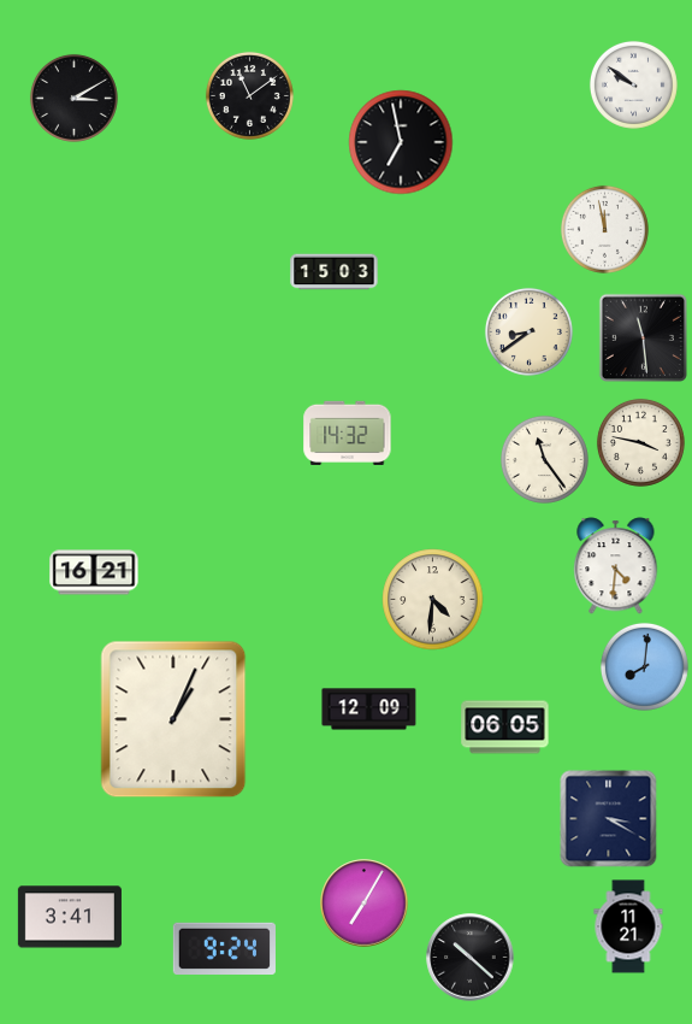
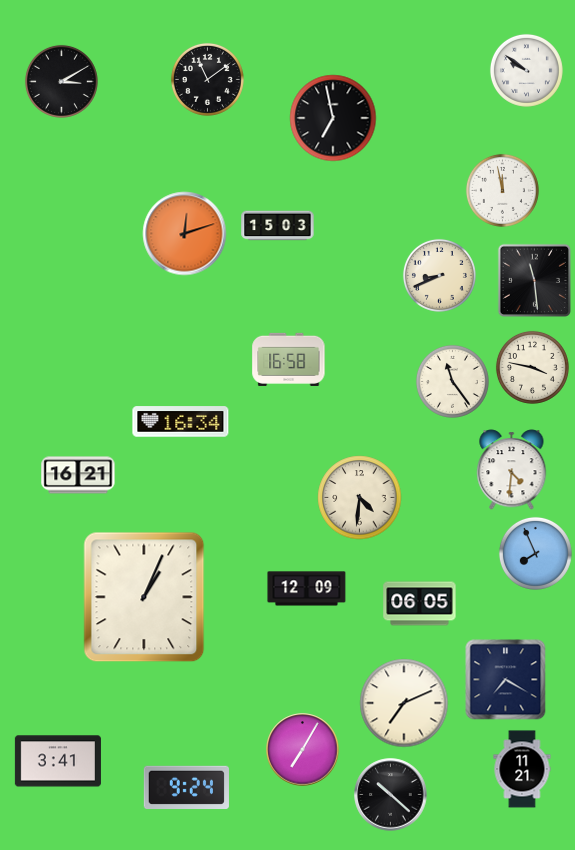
clock at (185, 234): none -> 12:12
clock at (528, 331): 8:39 -> 8:41
clock at (348, 432): 14:32 -> 16:58
clock at (181, 422): none -> 16:34
clock at (644, 666): 8:01 -> 7:56
clock at (609, 819): 3:20 -> 7:20
clock at (404, 703): none -> 7:11
